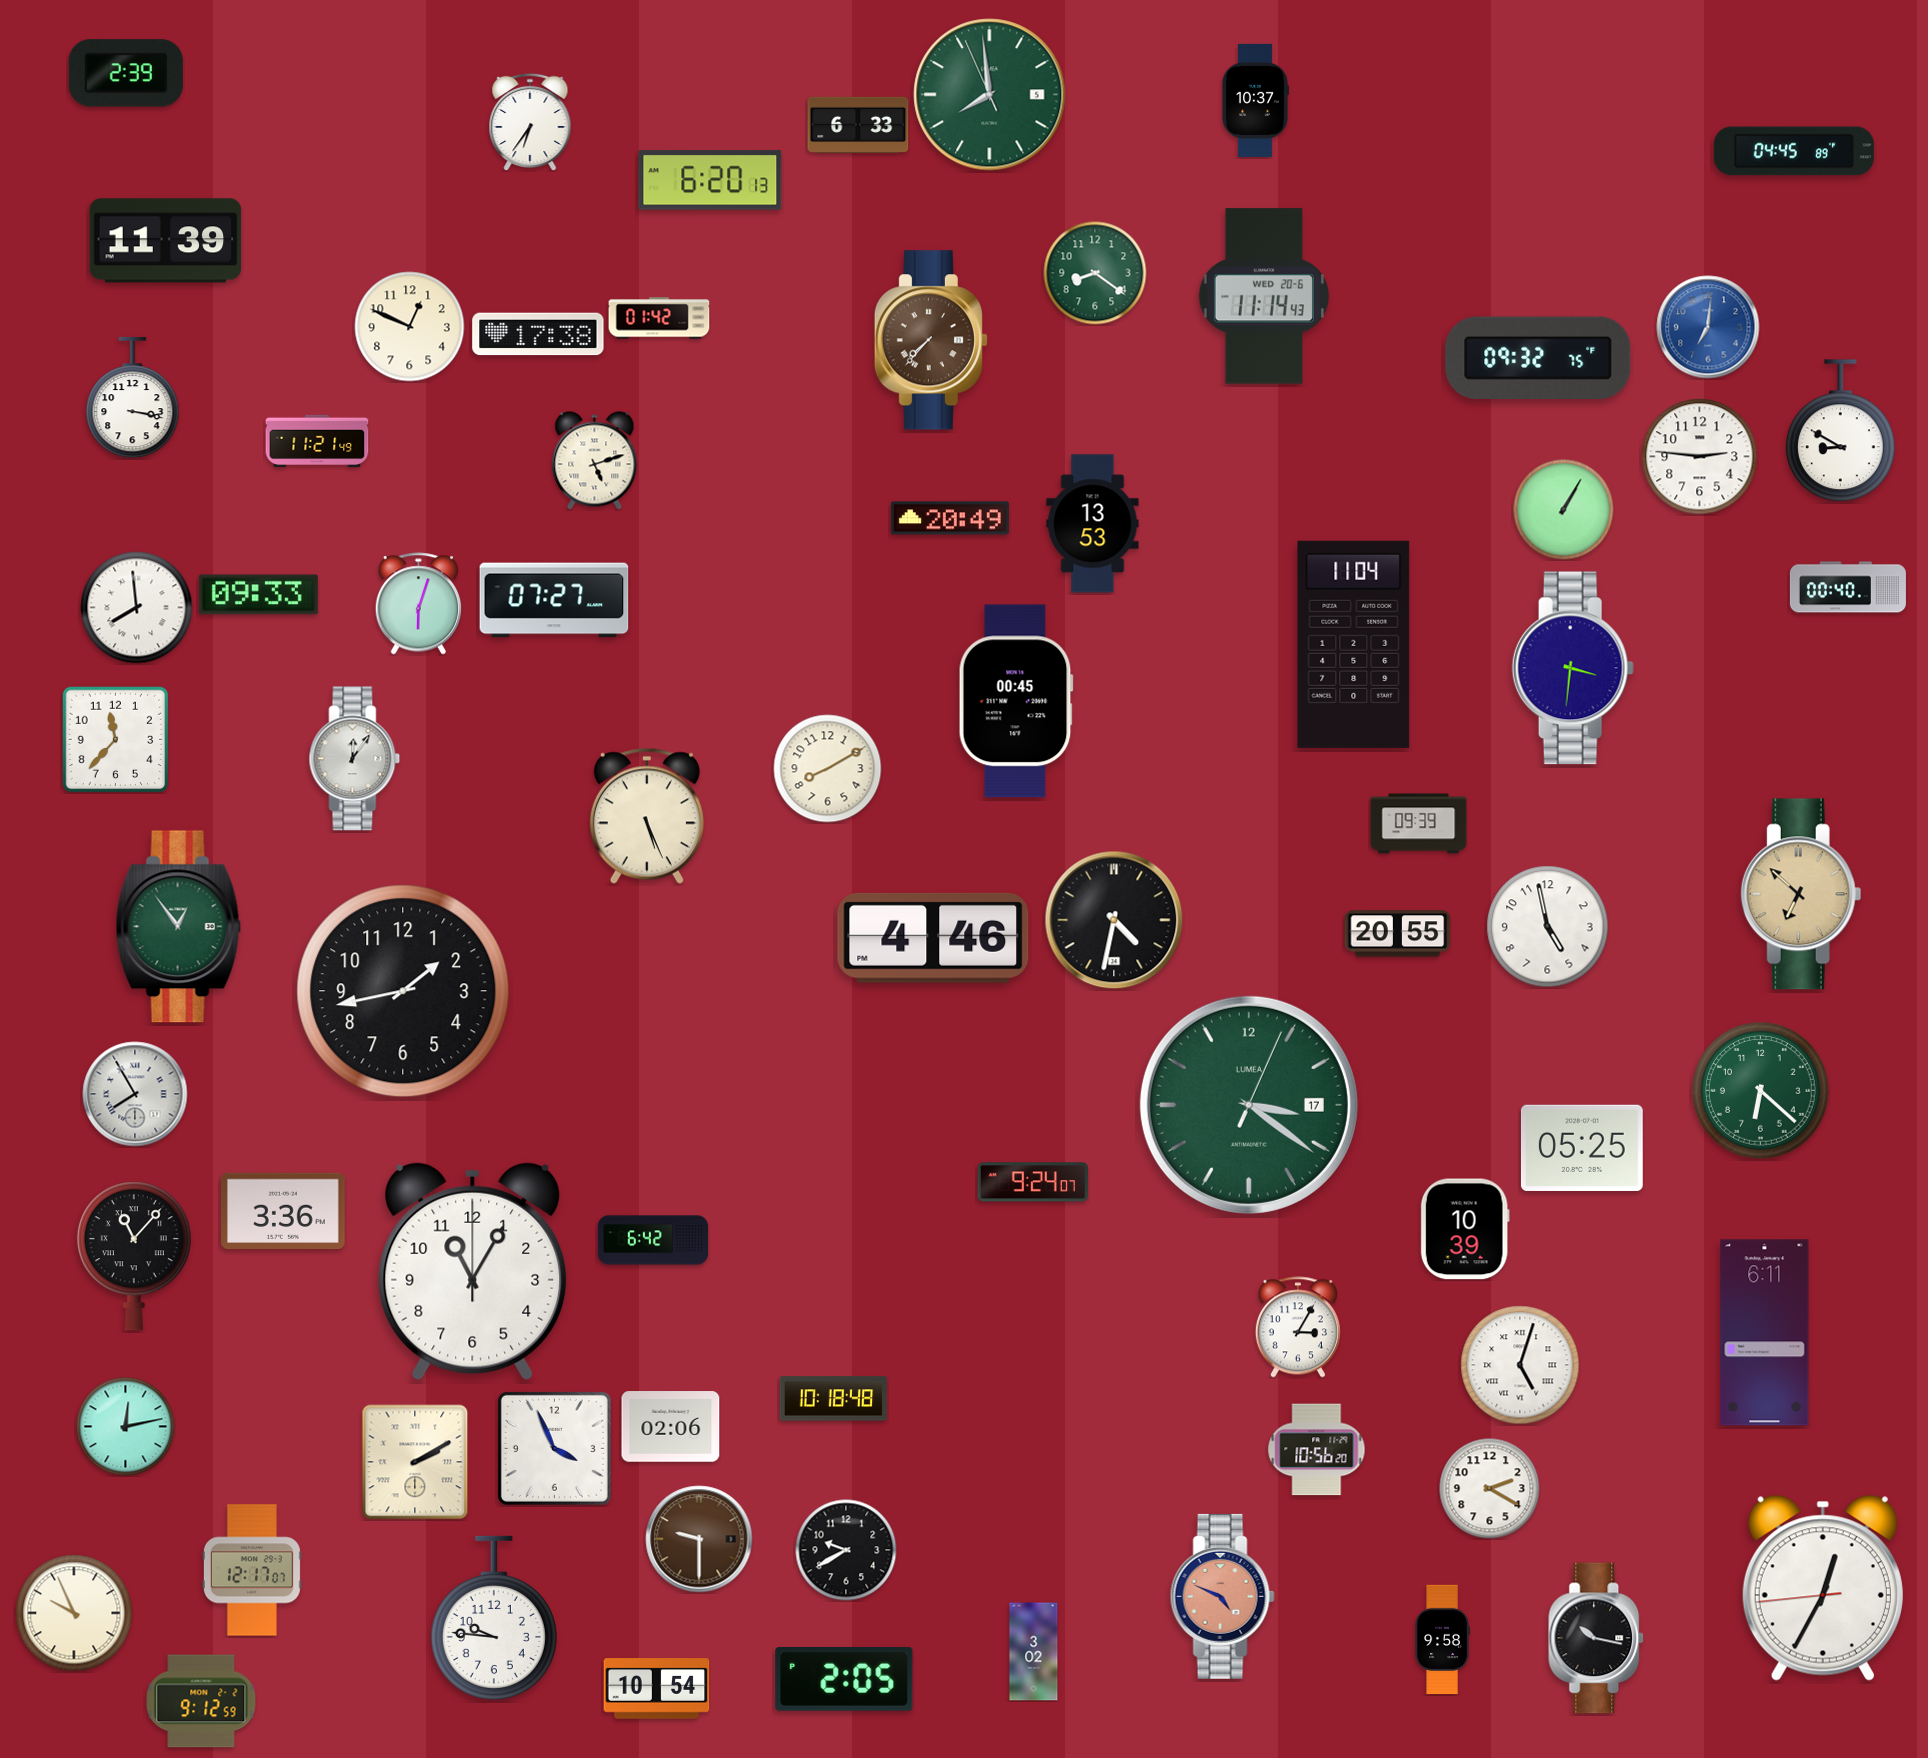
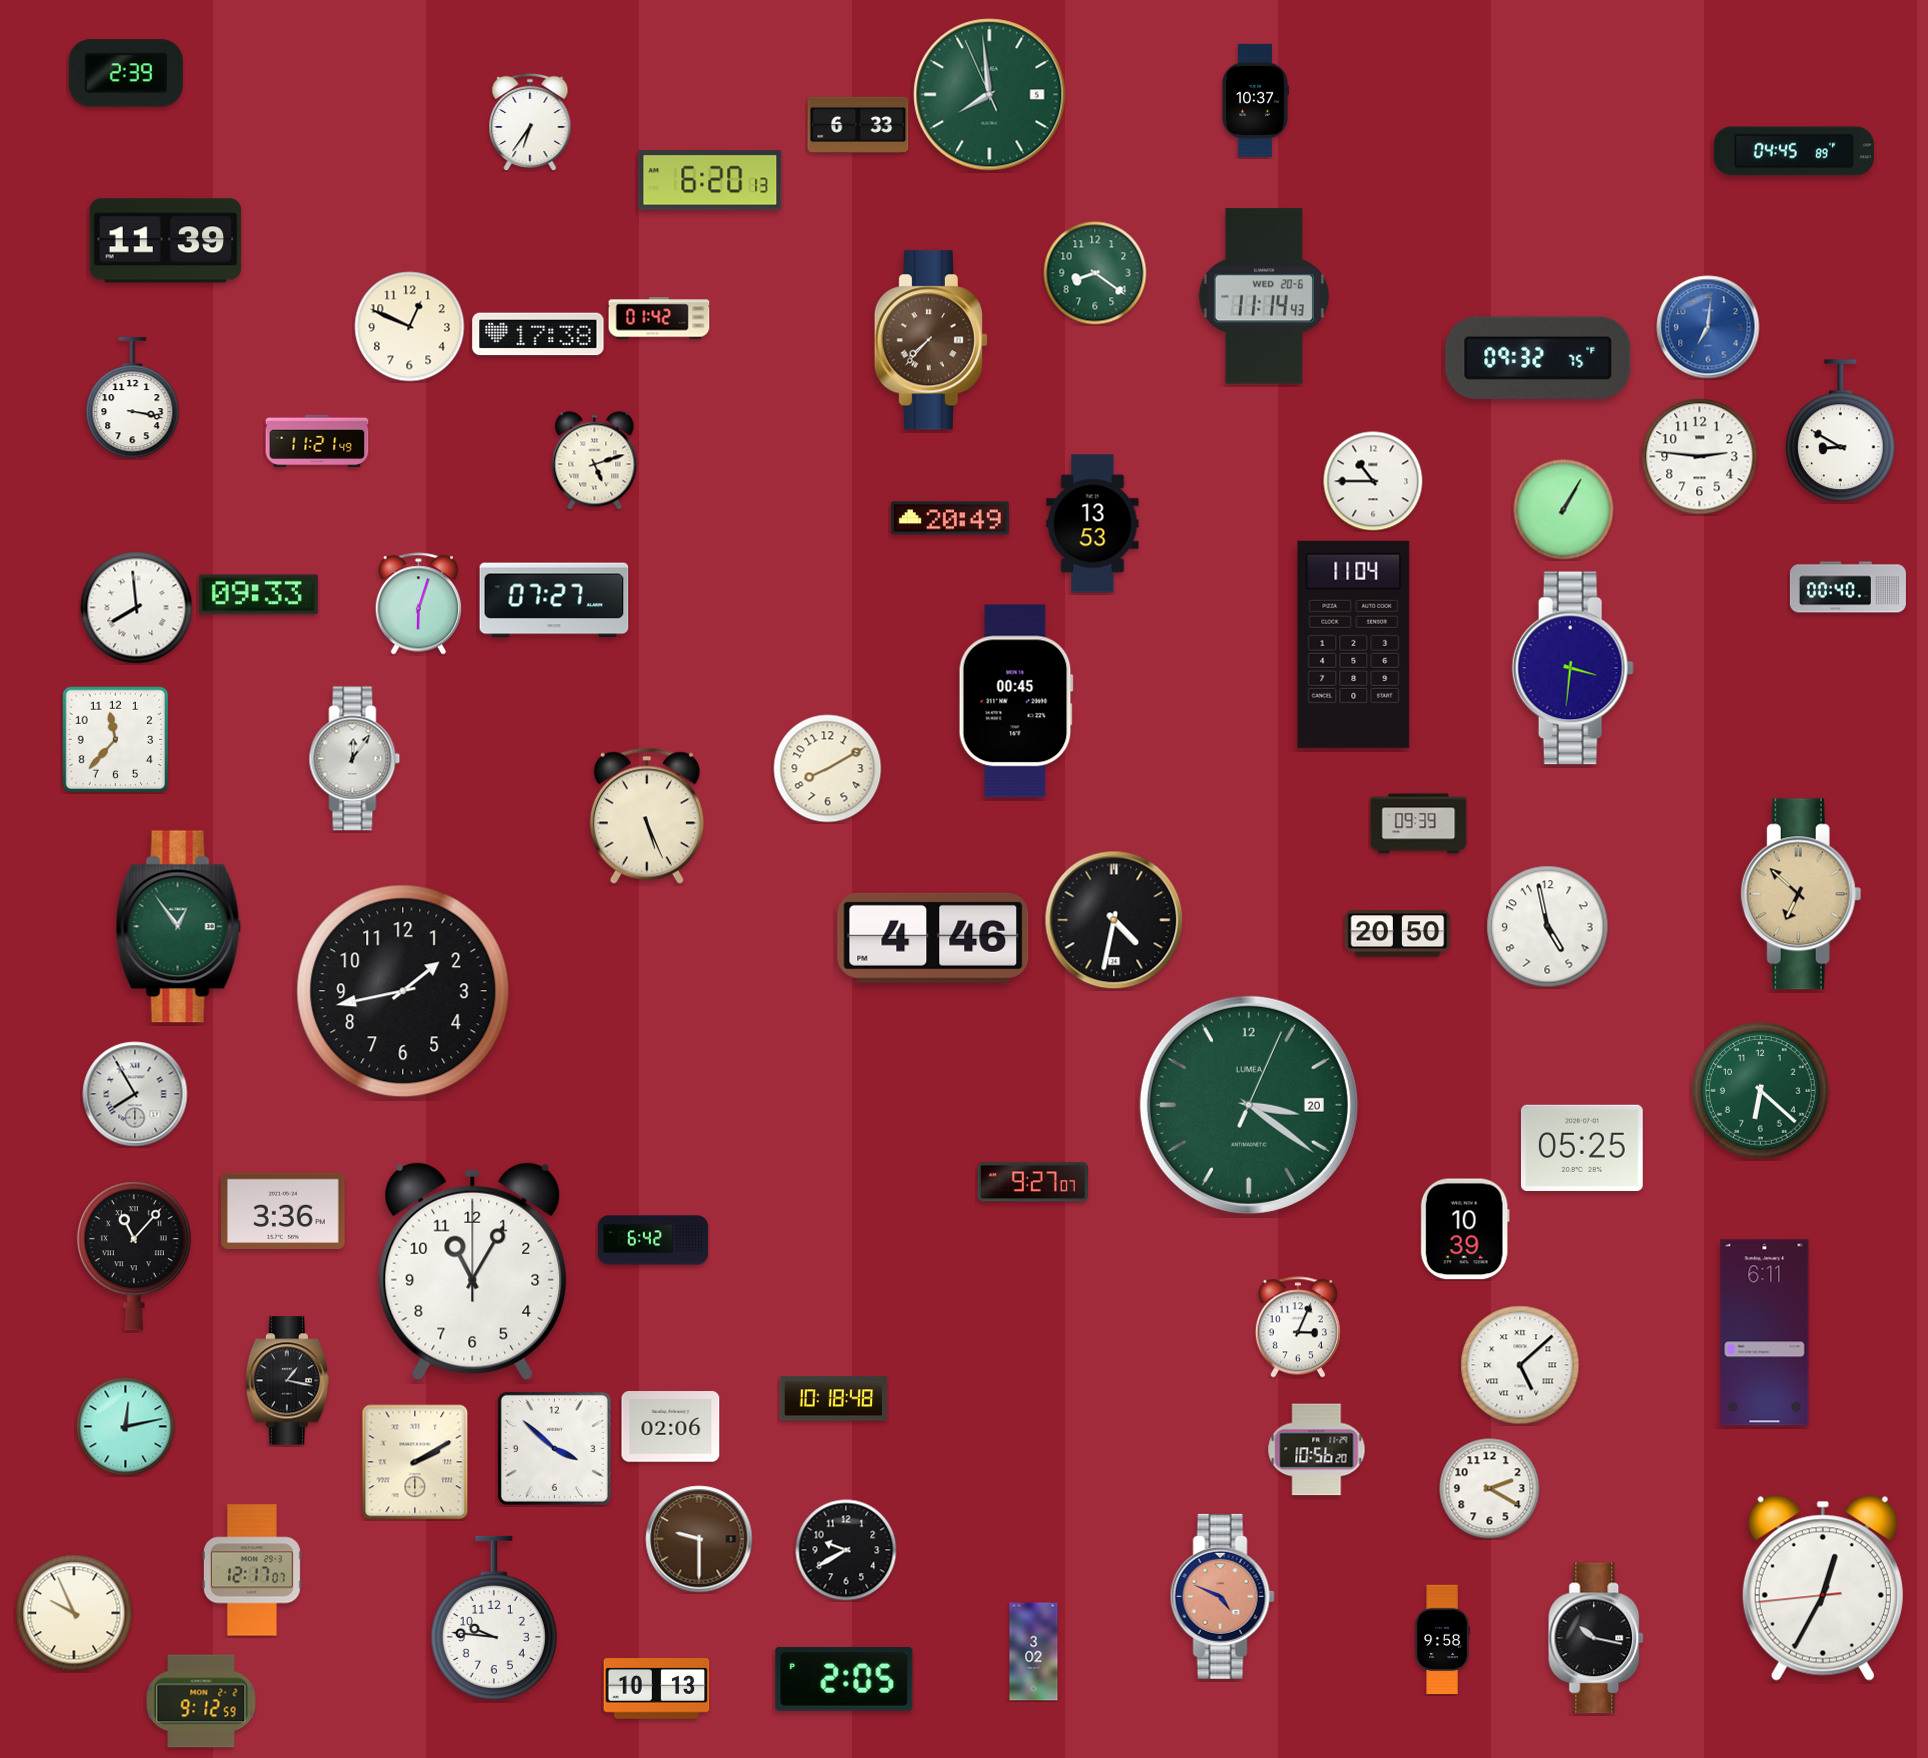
clock at (1373, 481): none -> 10:45
clock at (1398, 934): 20:55 -> 20:50
clock at (1249, 1105) date: 17 -> 20
clock at (1033, 1182): 9:24 -> 9:27
clock at (1298, 1327): 3:05 -> 3:04
clock at (1520, 1365): 5:03 -> 5:08
clock at (288, 1381): none -> 1:17
clock at (554, 1448): 3:56 -> 3:52
clock at (657, 1689): 10:54 -> 10:13
